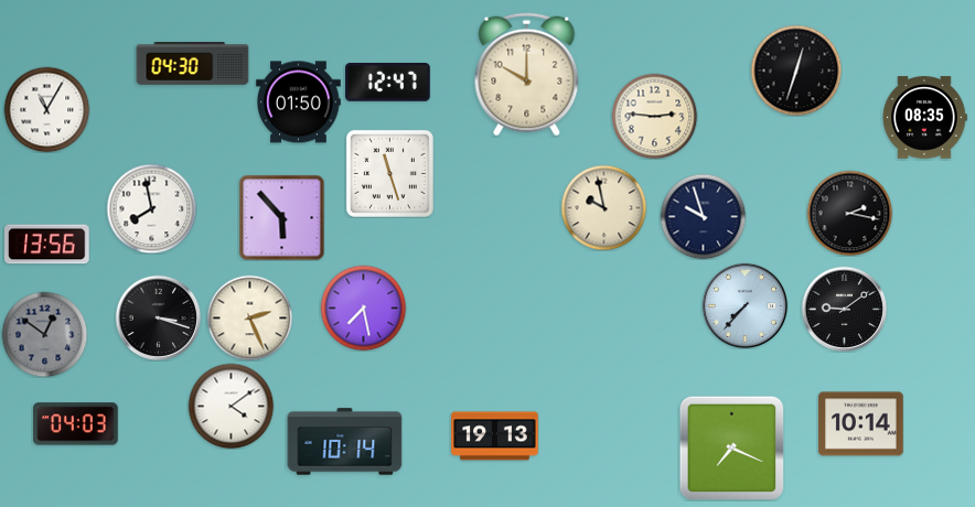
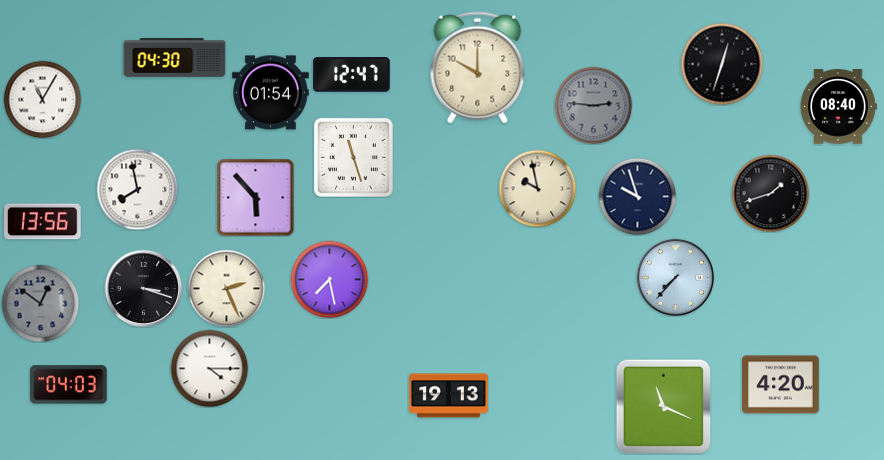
clock at (299, 103): 01:50 -> 01:54
clock at (654, 116) dial: cream -> grey
clock at (924, 118): 08:35 -> 08:40
clock at (603, 207) position: (603, 207) -> (537, 188)
clock at (849, 213): 2:17 -> 1:42
clock at (844, 309): 9:09 -> none
clock at (231, 406): 4:09 -> 4:15
clock at (861, 424): 10:14 -> 4:20
clock at (345, 442): 10:14 -> none
clock at (731, 447): 7:19 -> 11:19
